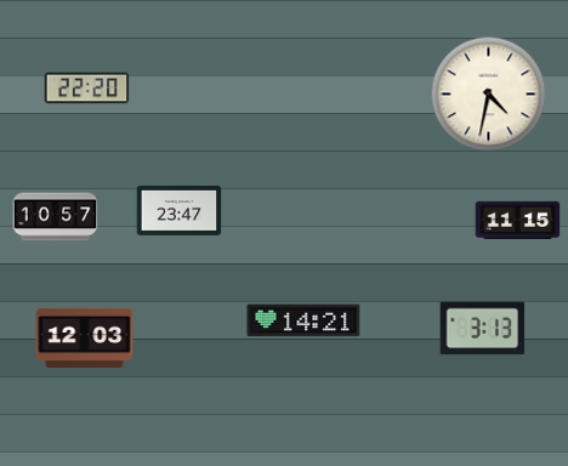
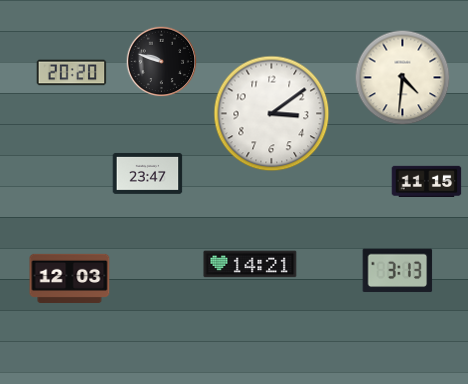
clock at (162, 62): none -> 9:48
clock at (87, 89): 22:20 -> 20:20
clock at (489, 95): 4:32 -> 4:31
clock at (272, 114): none -> 3:09
clock at (56, 217): 10:57 -> none
